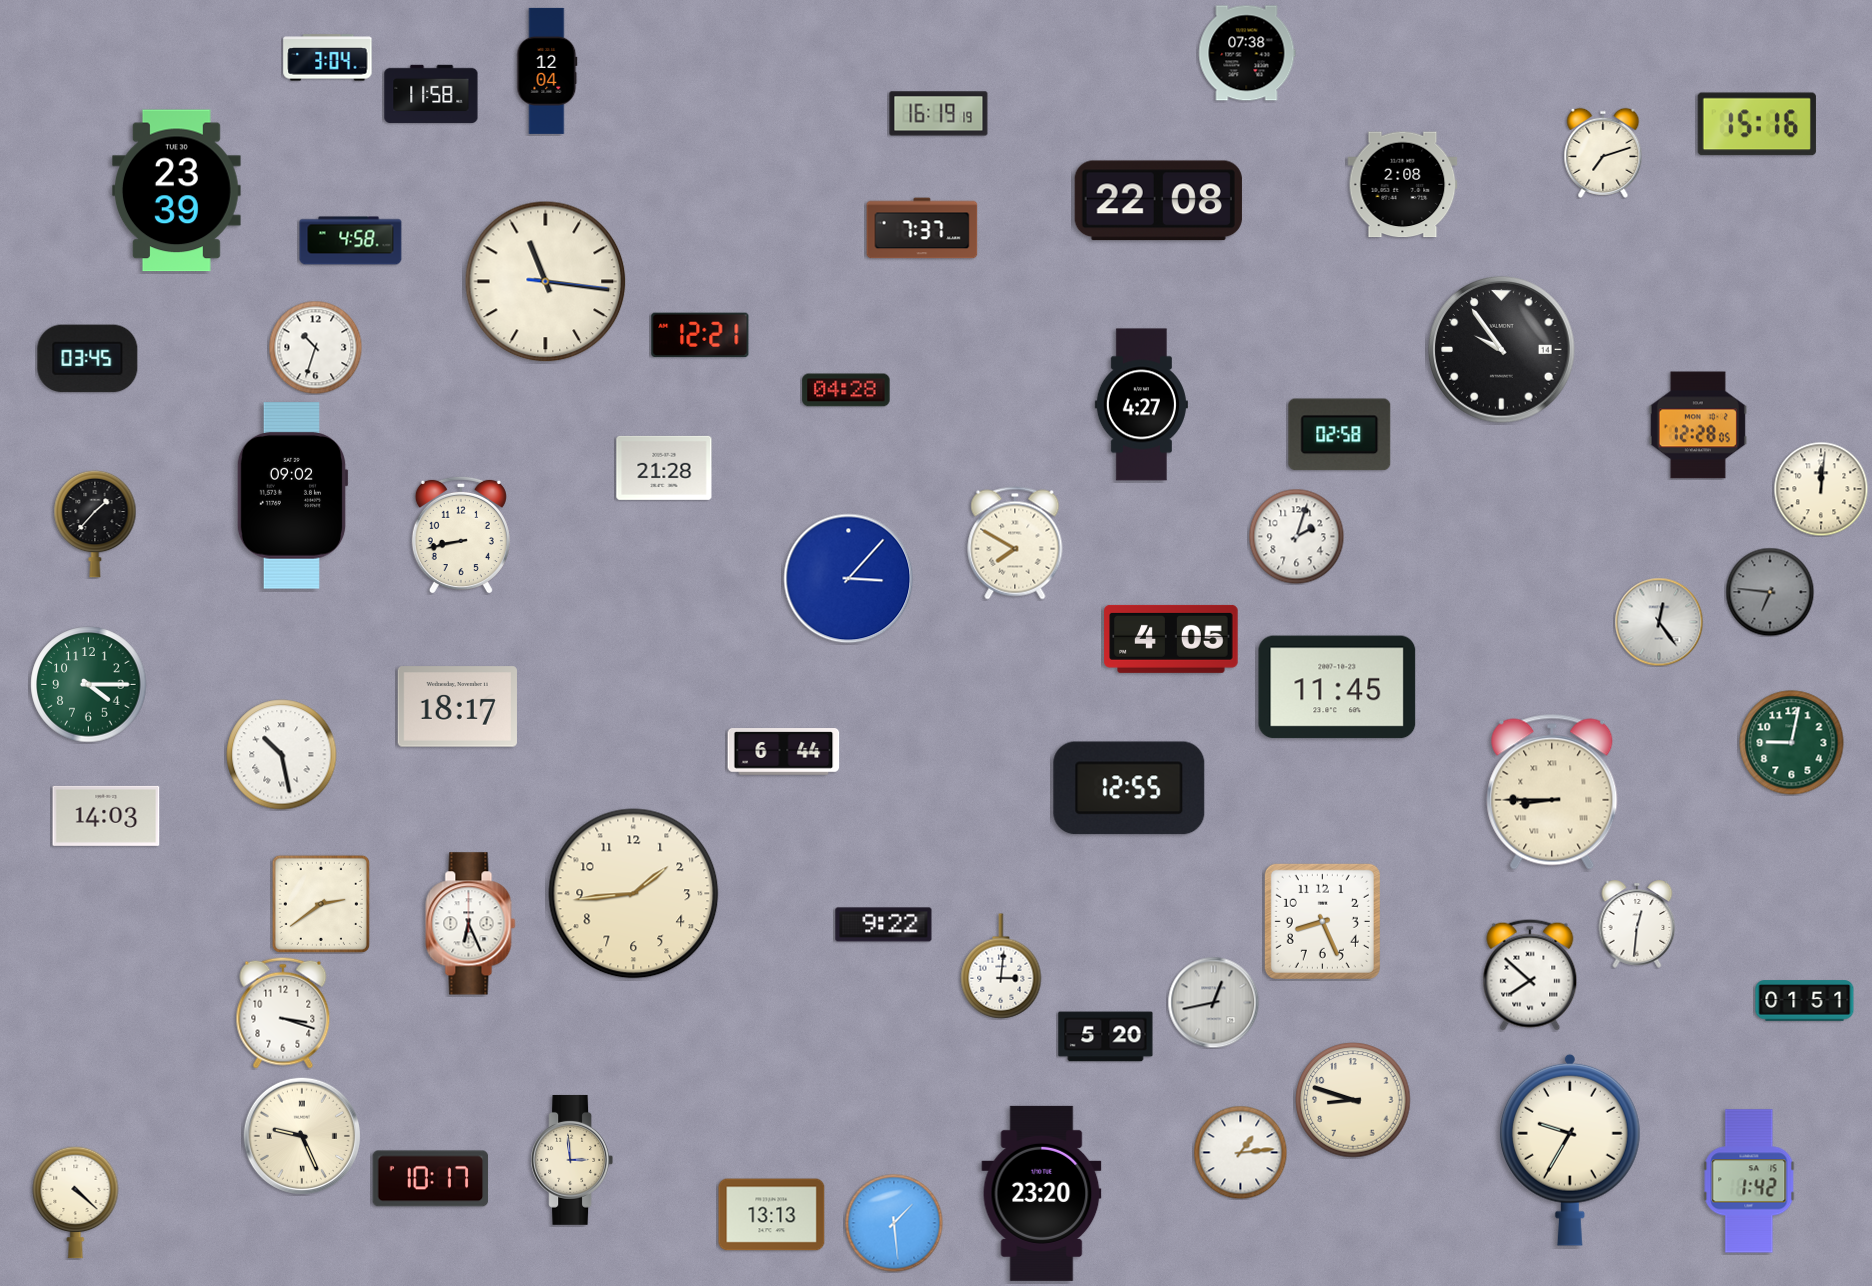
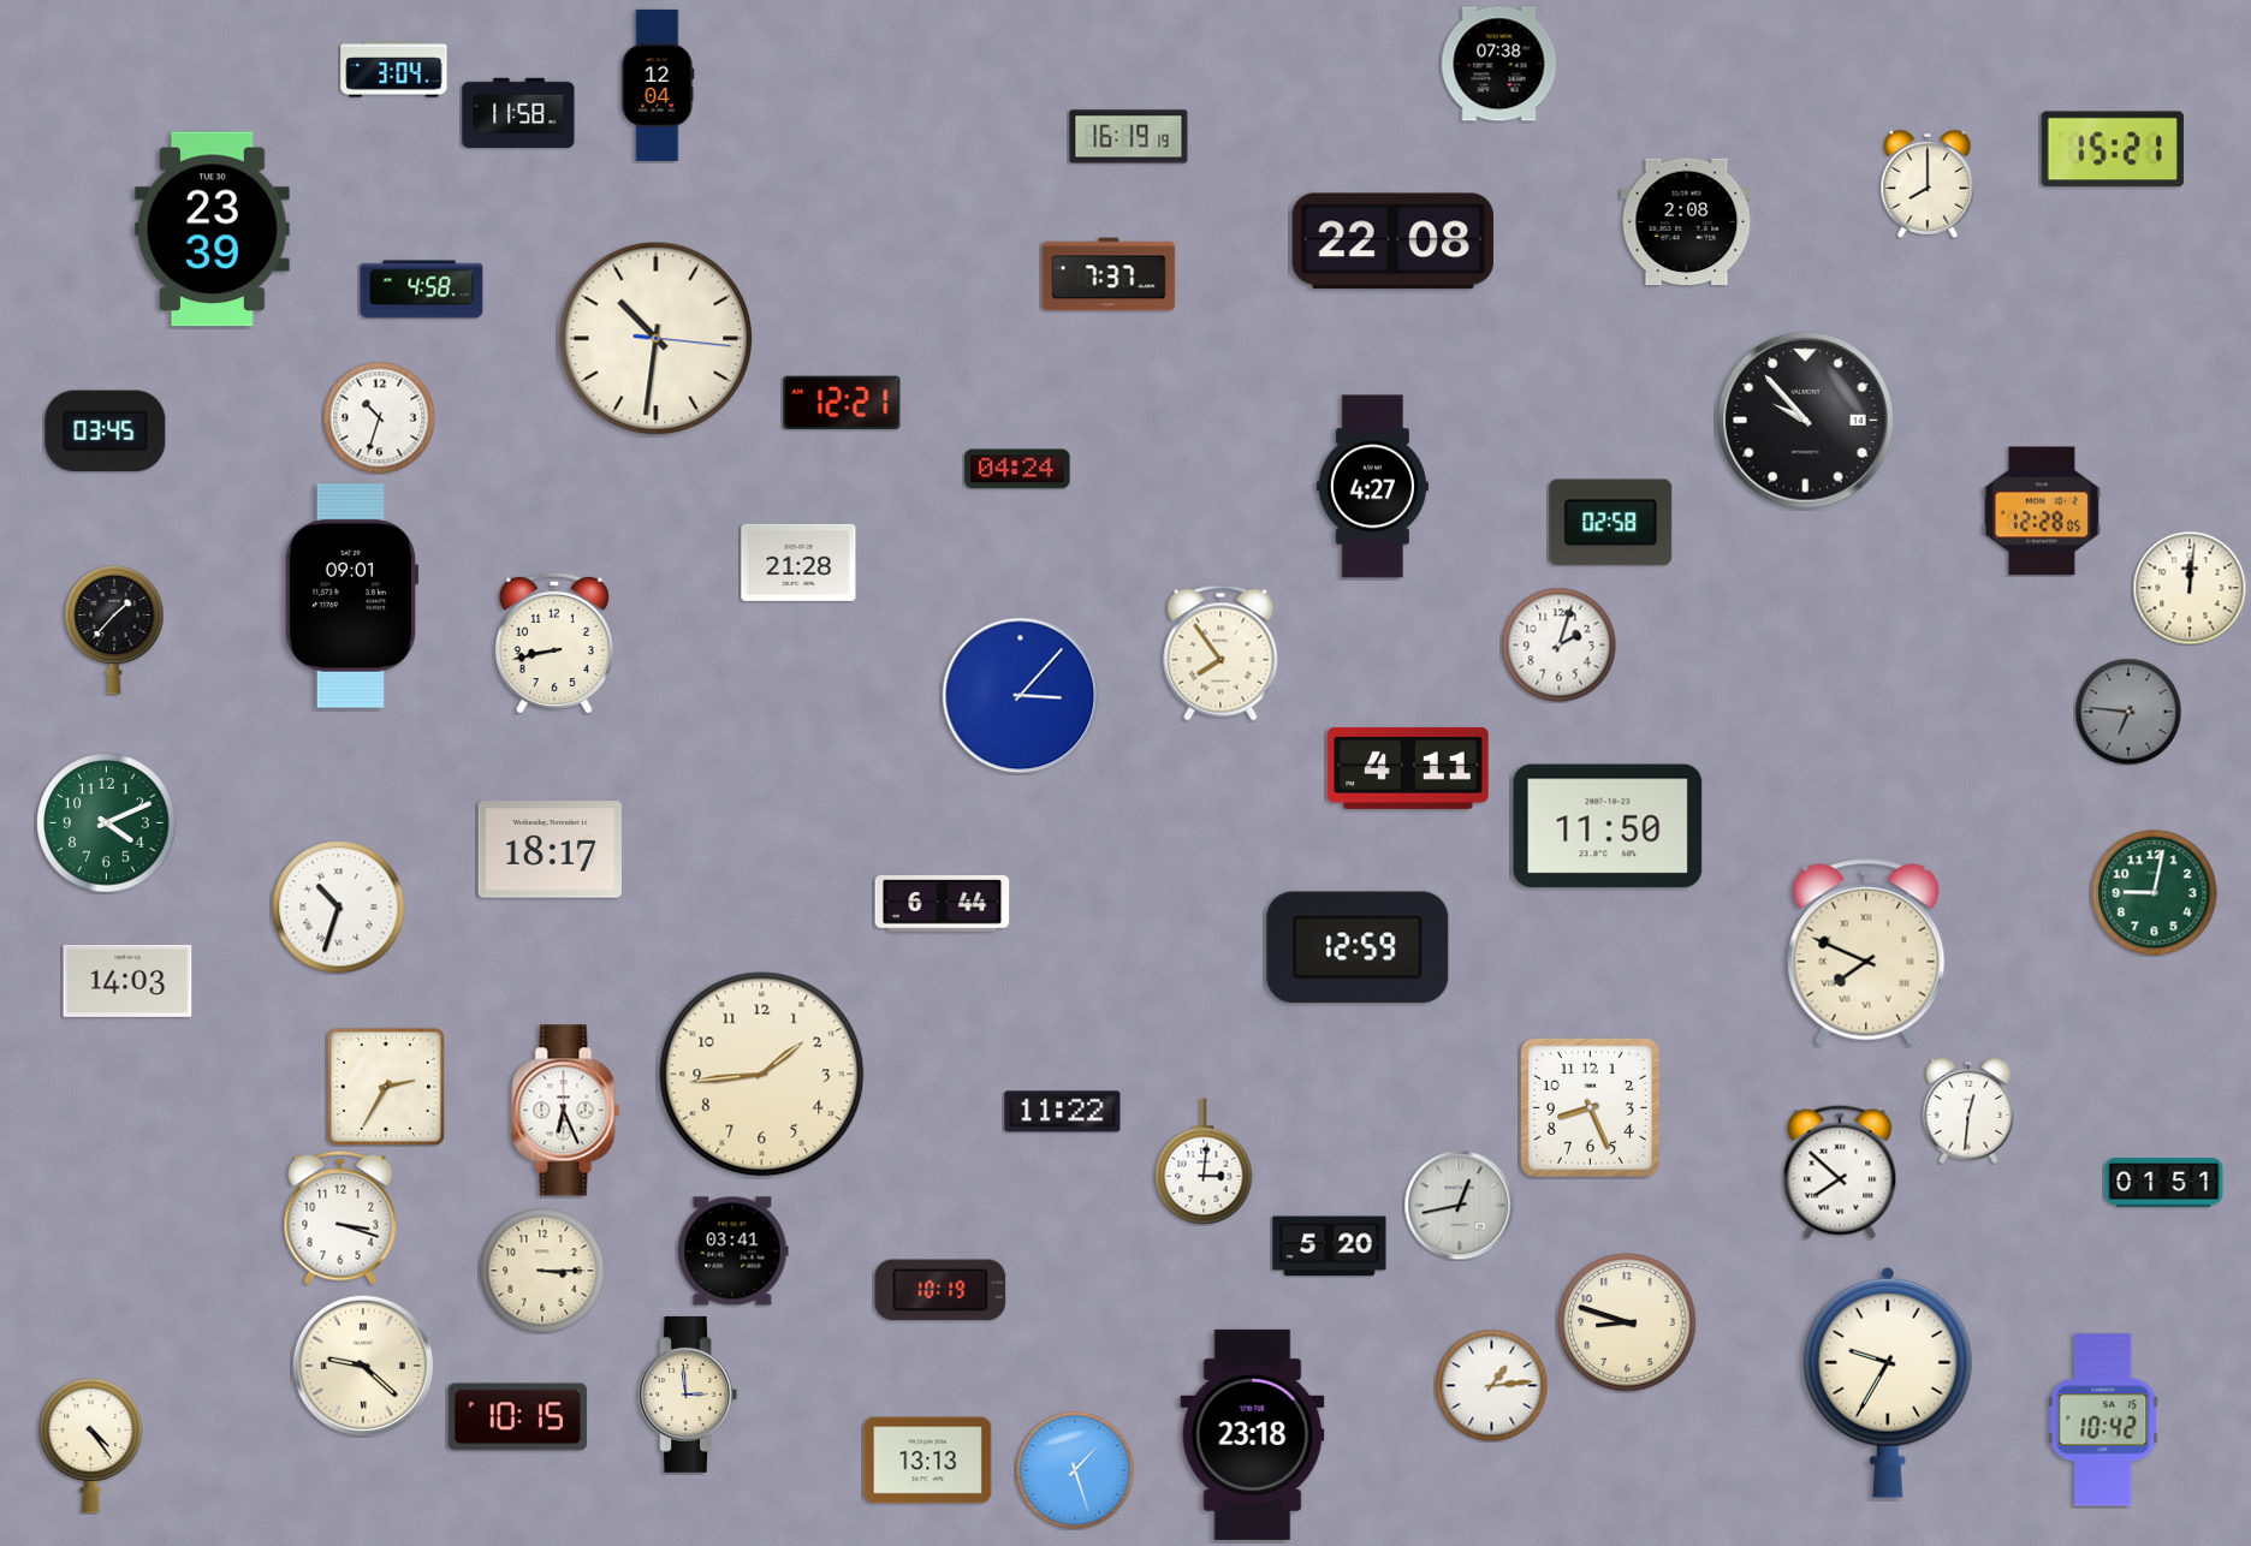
clock at (1757, 124): 15:16 -> 15:21
clock at (1603, 153): 7:12 -> 8:00
clock at (546, 282): 11:16 -> 10:31
clock at (1502, 350): 9:54 -> 9:53
clock at (846, 390): 04:28 -> 04:24
clock at (292, 496): 09:02 -> 09:01
clock at (1015, 543): 7:50 -> 7:54
clock at (1659, 622): 12:24 -> none
clock at (1171, 639): 4:05 -> 4:11
clock at (89, 685): 4:15 -> 4:11
clock at (1337, 687): 11:45 -> 11:50
clock at (282, 755): 10:28 -> 10:33
clock at (1129, 788): 12:55 -> 12:59
clock at (1552, 792): 8:45 -> 7:49
clock at (321, 904): 2:39 -> 2:35
clock at (884, 925): 9:22 -> 11:22
clock at (1805, 1001) position: (1805, 1001) -> (2164, 1183)
clock at (733, 1251): none -> 03:41
clock at (542, 1271): none -> 3:15
clock at (940, 1290): none -> 10:19
clock at (302, 1136): 9:26 -> 9:22
clock at (431, 1179): 10:17 -> 10:15
clock at (1749, 1181): 1:42 -> 10:42
clock at (1042, 1193): 23:20 -> 23:18
clock at (76, 1202): 4:22 -> 4:24
clock at (894, 1223): 1:29 -> 1:27
